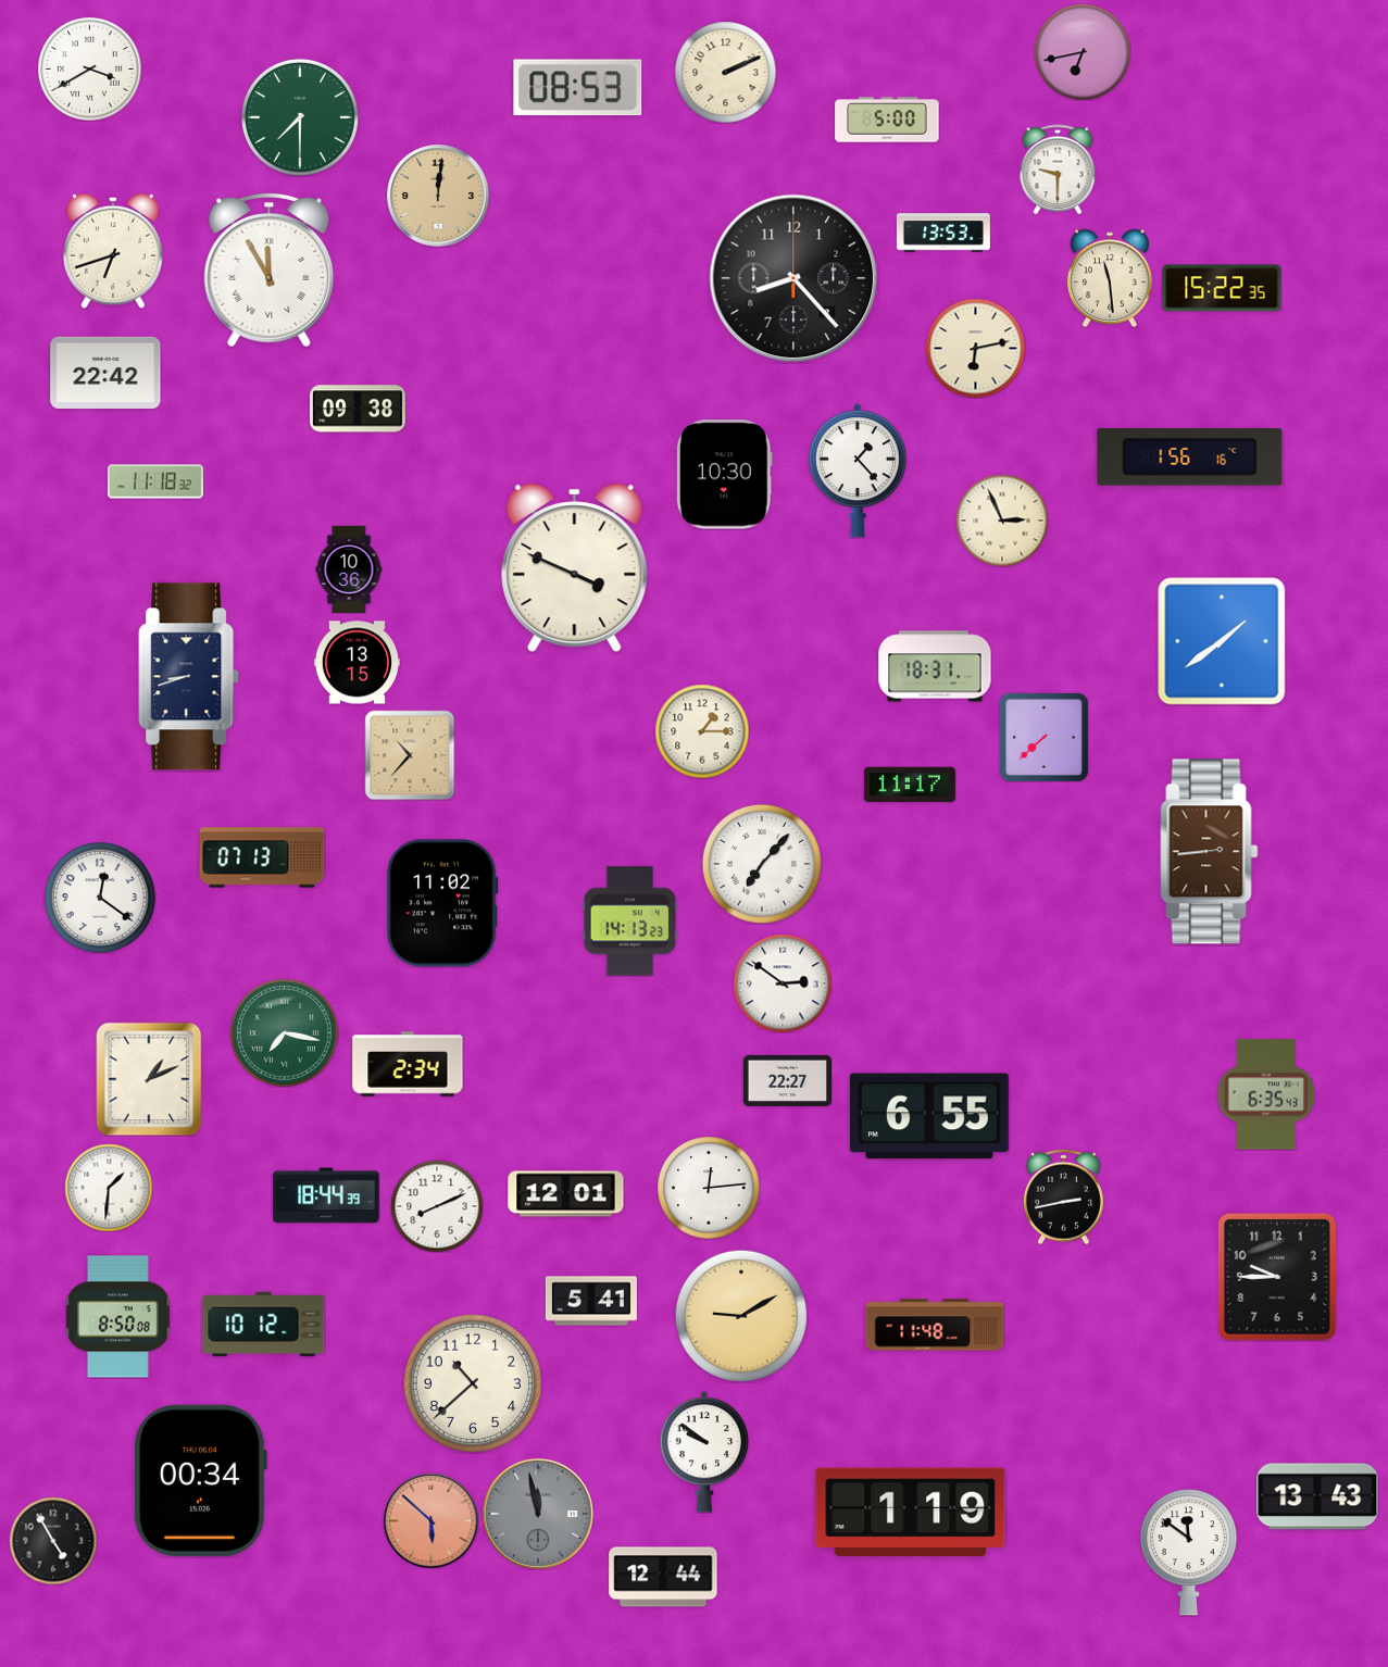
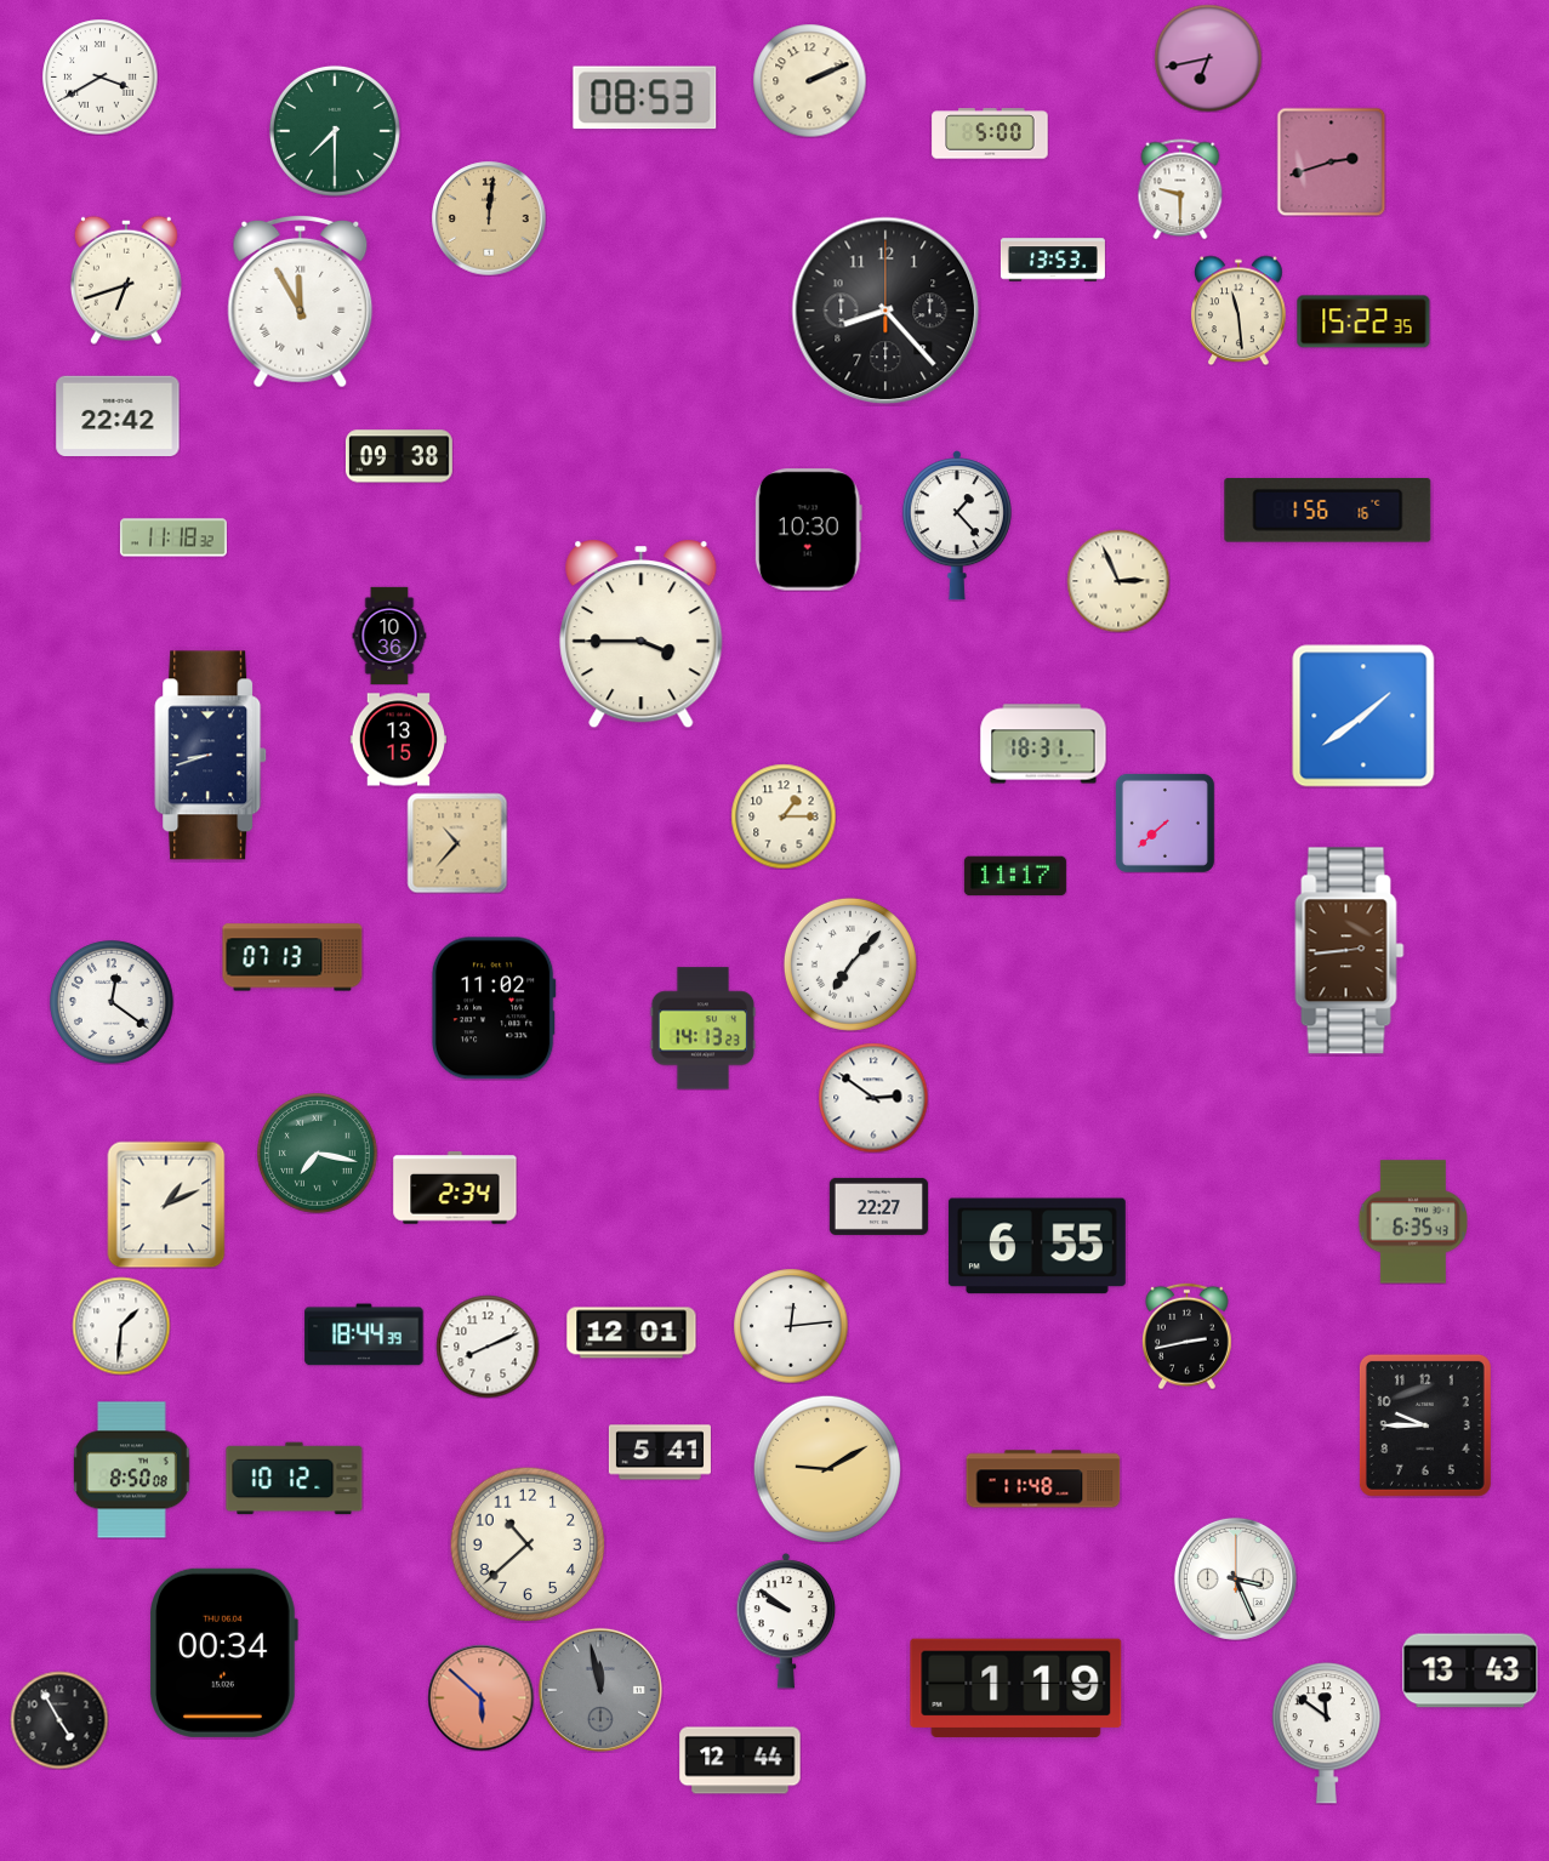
clock at (1331, 161): none -> 2:42
clock at (975, 348): 6:13 -> none
clock at (575, 568): 3:49 -> 3:45
clock at (1235, 1578): none -> 3:26
